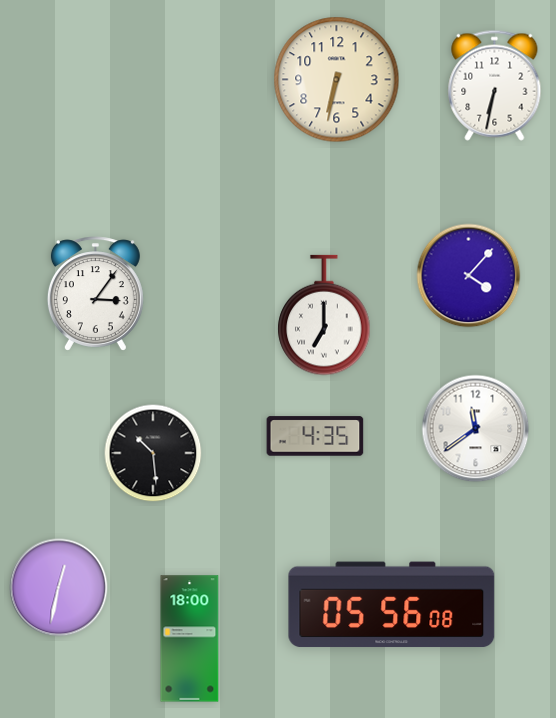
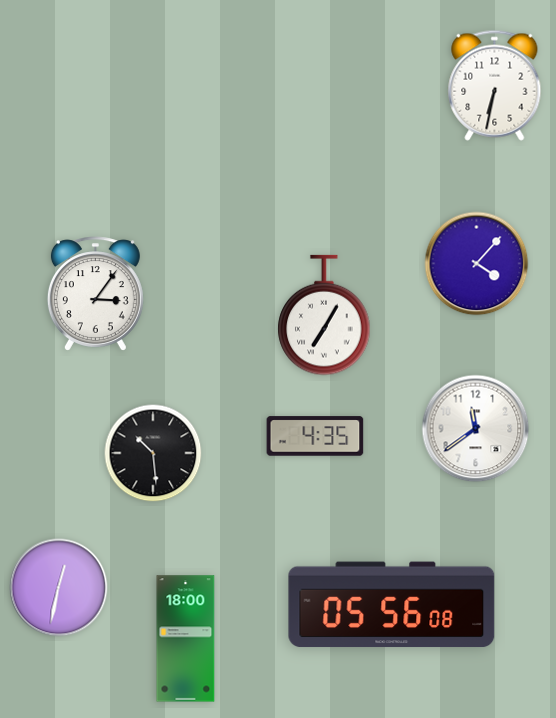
clock at (337, 80): 6:32 -> none
clock at (469, 276) position: (469, 276) -> (477, 264)
clock at (324, 315): 7:00 -> 7:05
clock at (190, 639) position: (190, 639) -> (186, 639)
